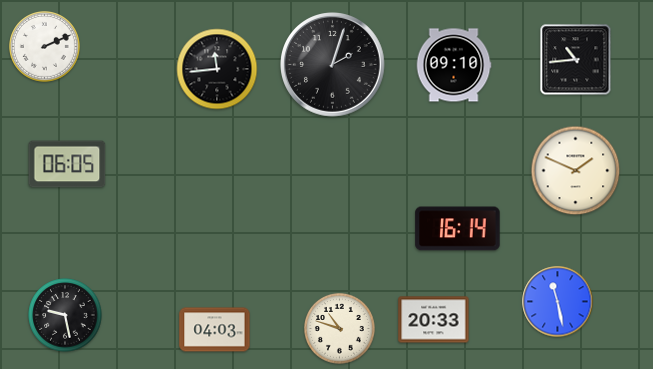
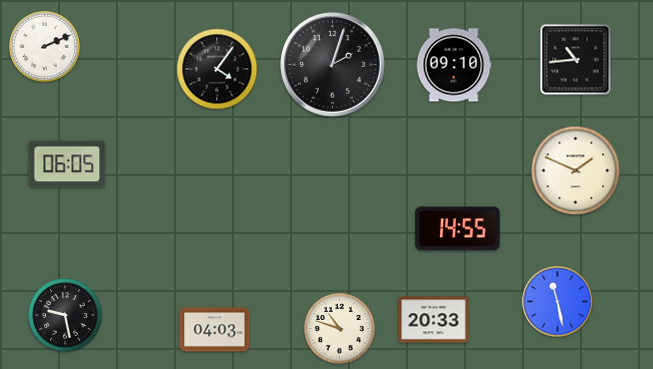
clock at (217, 69): 11:44 -> 4:06
clock at (458, 229): 16:14 -> 14:55
